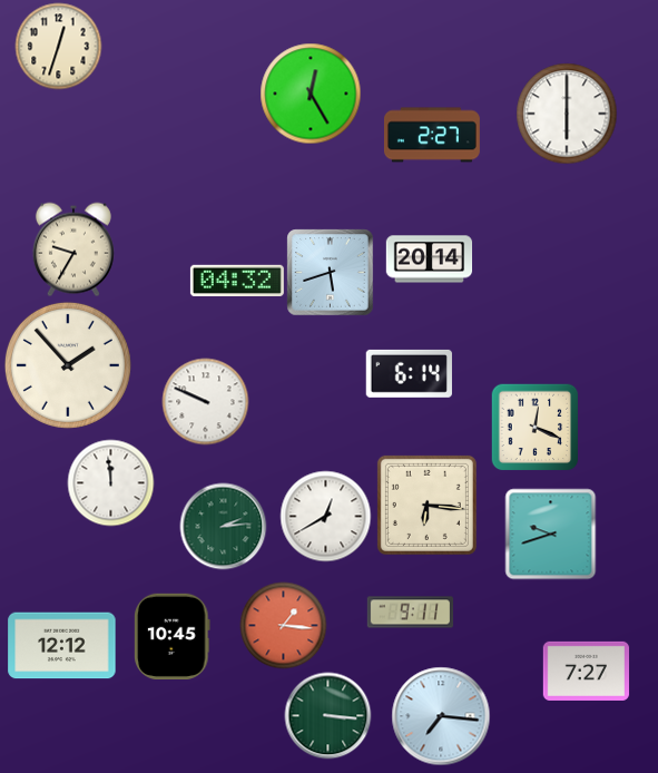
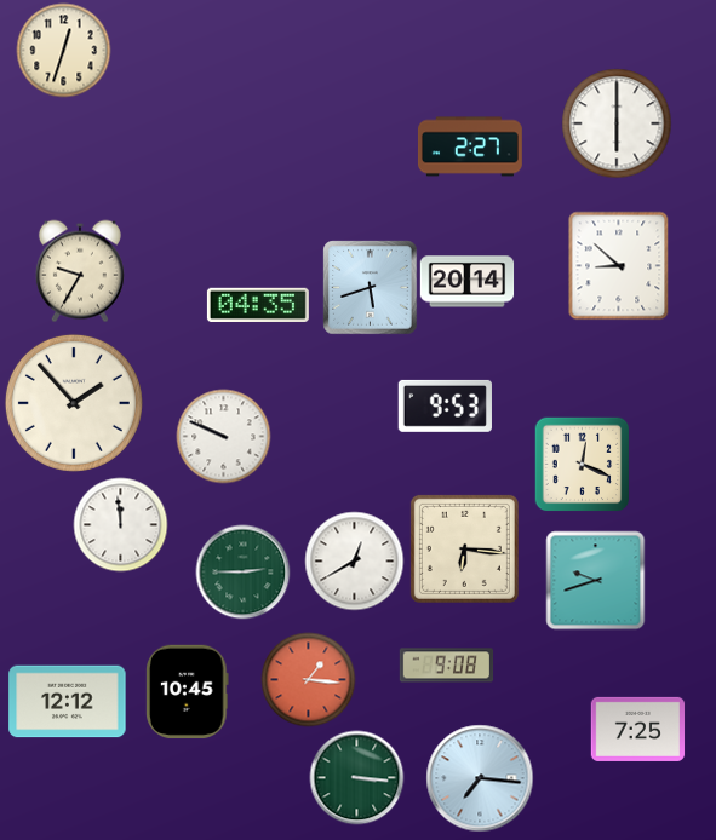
clock at (311, 94): 12:25 -> none
clock at (619, 265): none -> 8:52
clock at (330, 272) position: (330, 272) -> (370, 287)
clock at (237, 280): 04:32 -> 04:35
clock at (68, 365) position: (68, 365) -> (74, 403)
clock at (409, 373): 6:14 -> 9:53
clock at (223, 526): 2:14 -> 2:45
clock at (550, 534) position: (550, 534) -> (595, 580)
clock at (410, 613): 9:11 -> 9:08
clock at (586, 671): 7:27 -> 7:25
